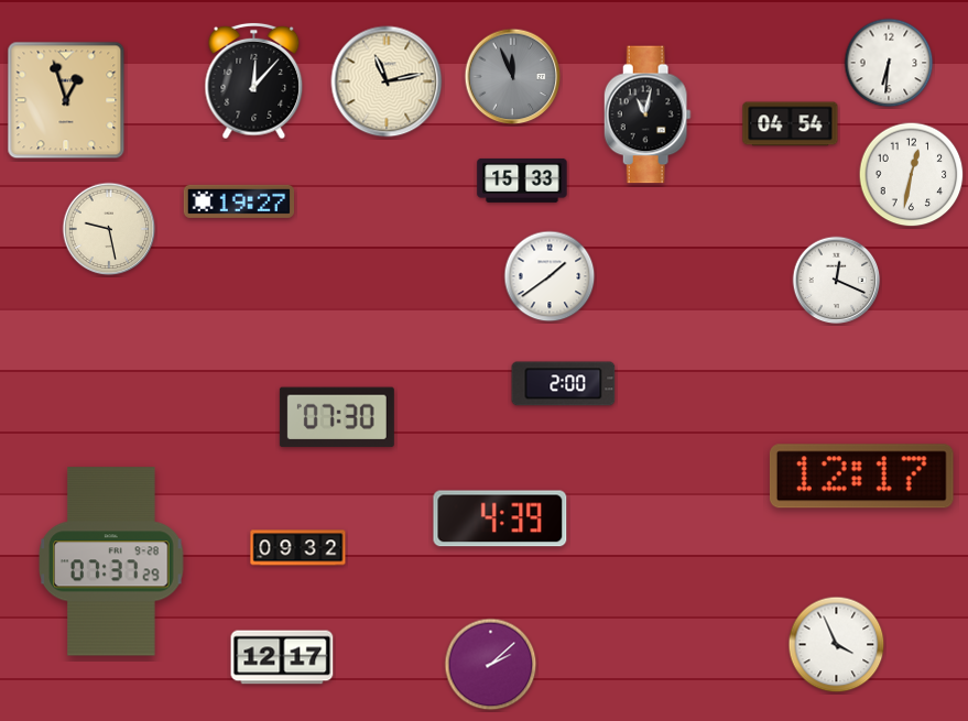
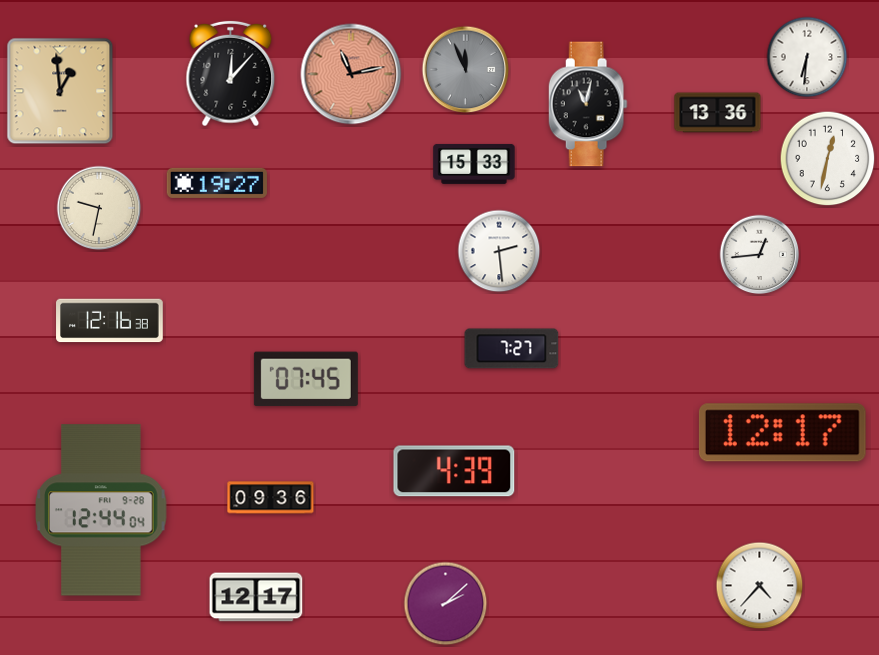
clock at (387, 81) dial: cream -> salmon
clock at (66, 100): 12:57 -> 12:59
clock at (791, 124): 04:54 -> 13:36
clock at (109, 229): 9:28 -> 9:32
clock at (550, 276): 1:39 -> 2:29
clock at (837, 281): 12:19 -> 12:44
clock at (110, 321): none -> 12:16
clock at (564, 384): 2:00 -> 7:27
clock at (337, 417): 07:30 -> 07:45
clock at (298, 548): 09:32 -> 09:36
clock at (111, 561): 07:37 -> 12:44
clock at (837, 645): 3:56 -> 4:37
